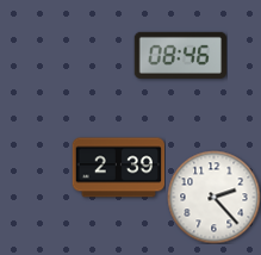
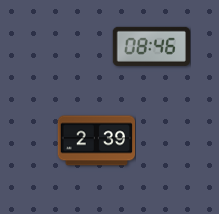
clock at (118, 168) position: (118, 168) -> (96, 141)
clock at (213, 197): 2:23 -> none
